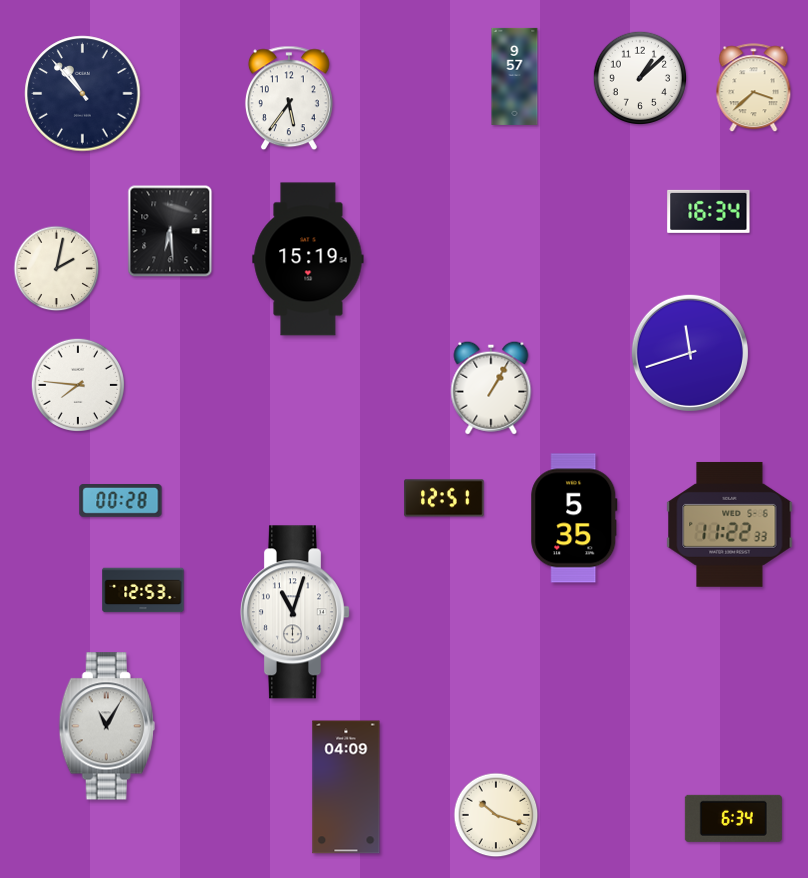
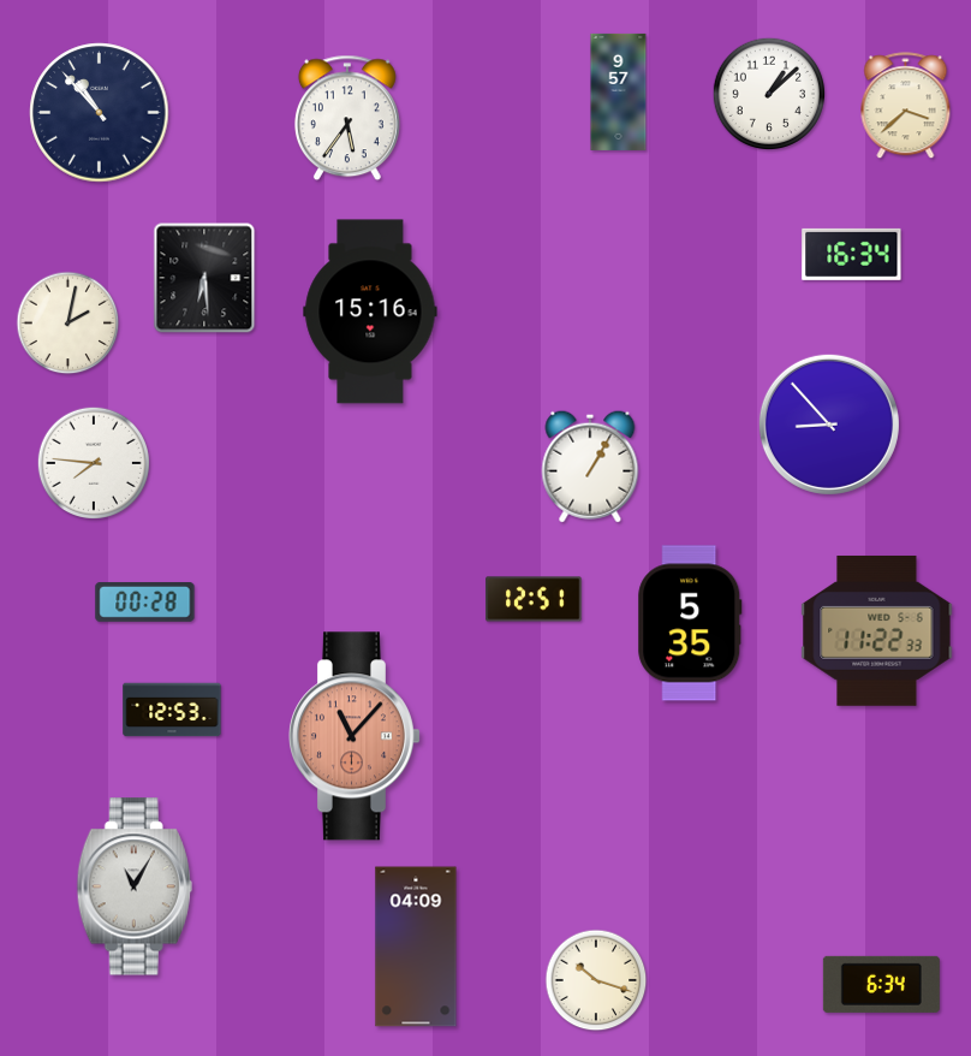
clock at (308, 259): 15:19 -> 15:16
clock at (690, 353): 11:42 -> 8:53
clock at (295, 612): 11:03 -> 11:07
clock at (295, 612) dial: white -> salmon
clock at (107, 726) position: (107, 726) -> (135, 886)
